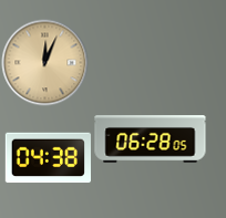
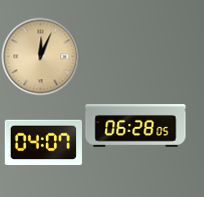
clock at (48, 158): 04:38 -> 04:07
